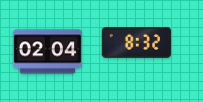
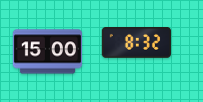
clock at (47, 52): 02:04 -> 15:00
